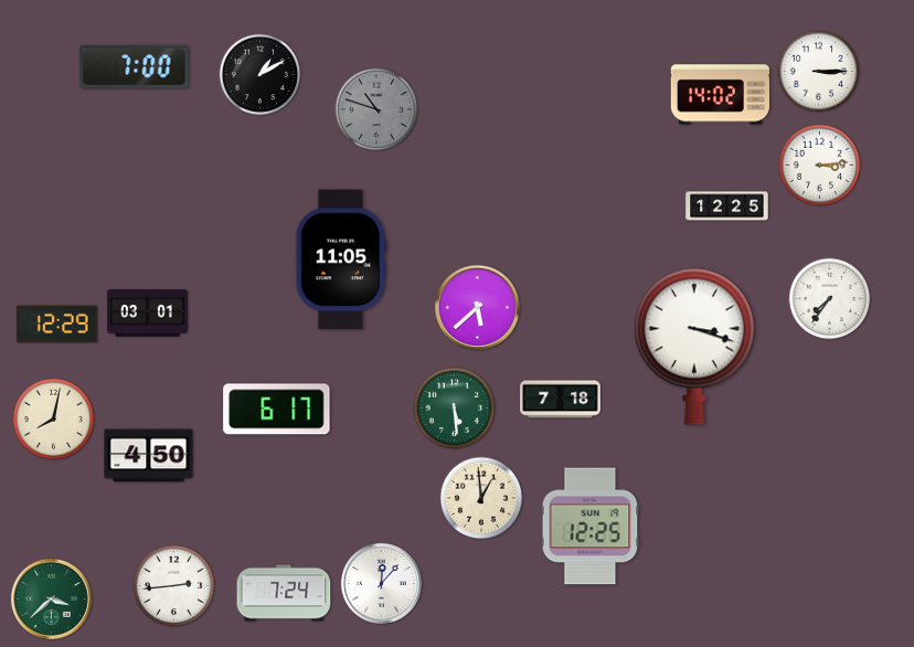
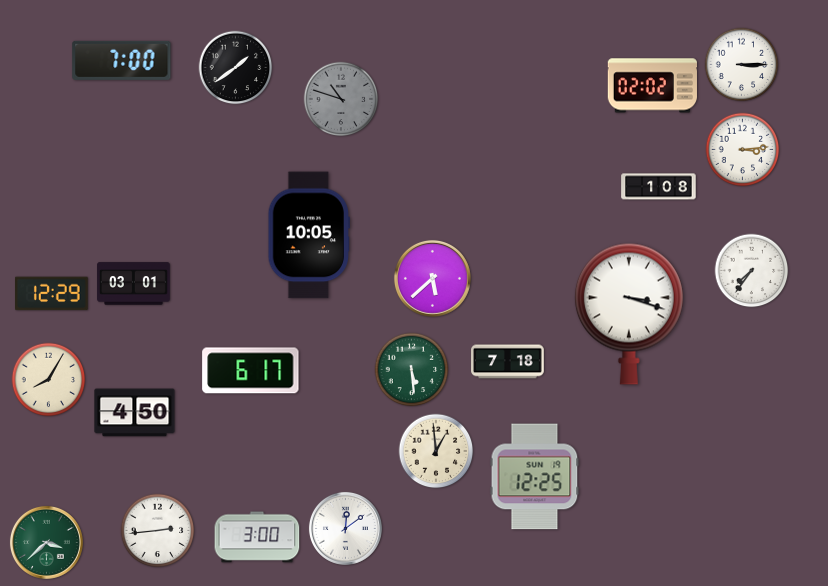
clock at (261, 75): 1:10 -> 1:39
clock at (720, 95): 14:02 -> 02:02
clock at (727, 206): 12:25 -> 1:08
clock at (341, 259): 11:05 -> 10:05
clock at (54, 420): 8:02 -> 8:05
clock at (381, 583): 12:07 -> 12:09
clock at (284, 593): 7:24 -> 3:00
